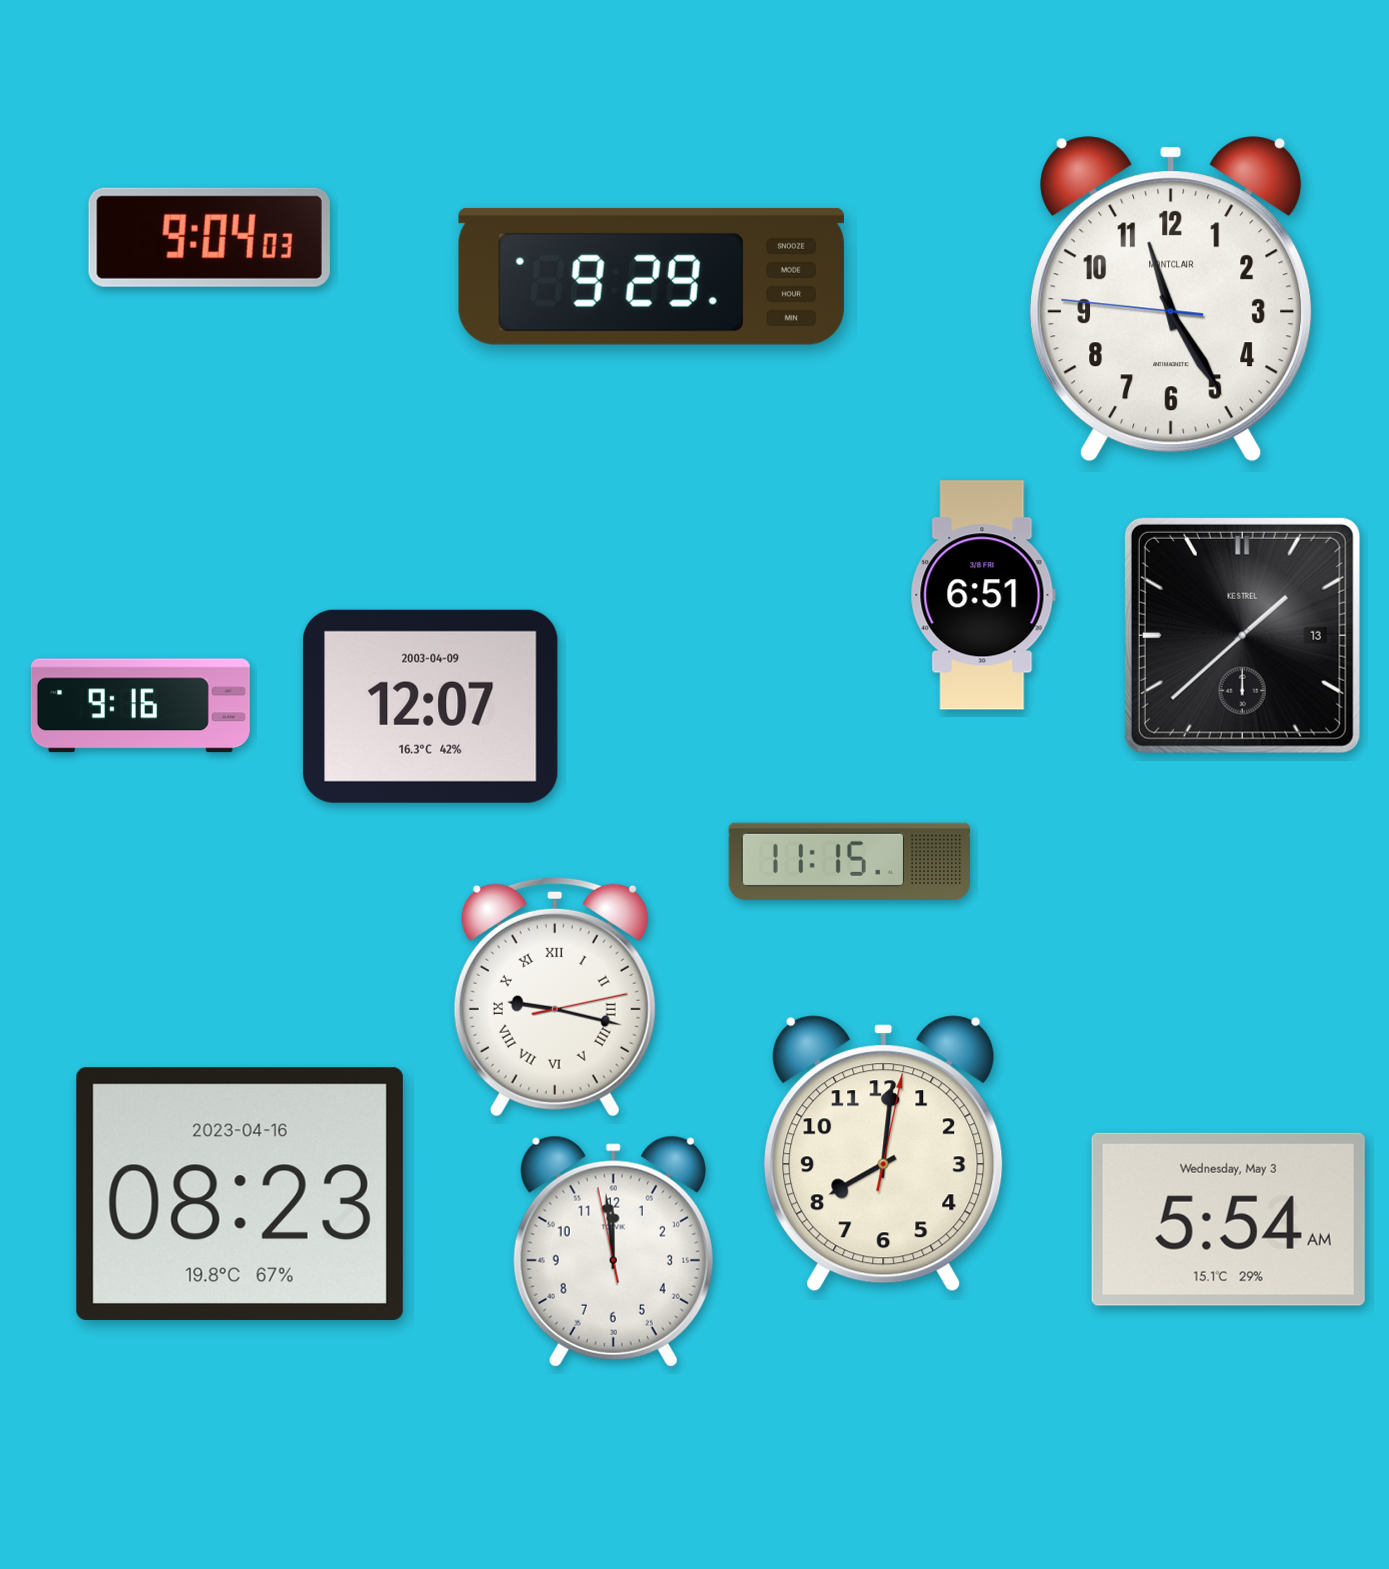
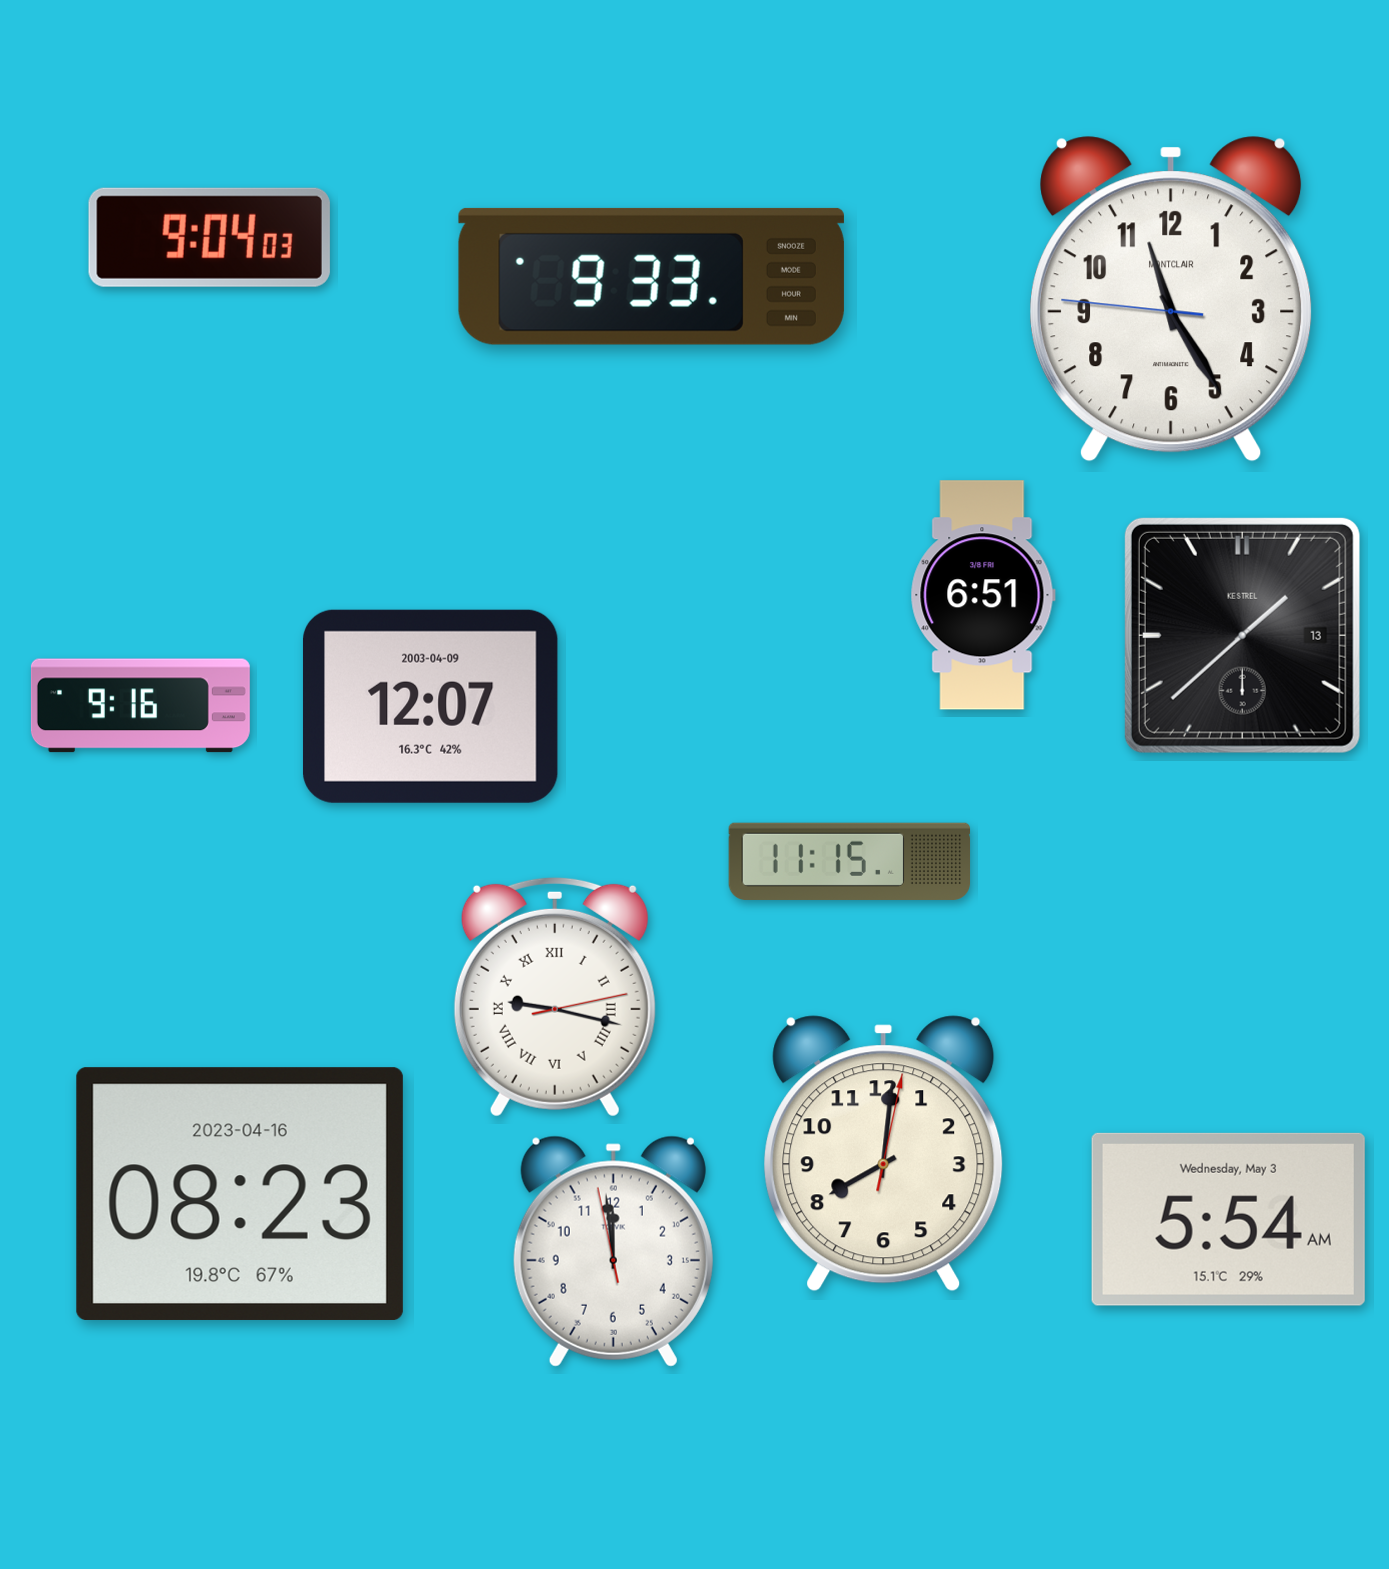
clock at (651, 276): 9:29 -> 9:33
